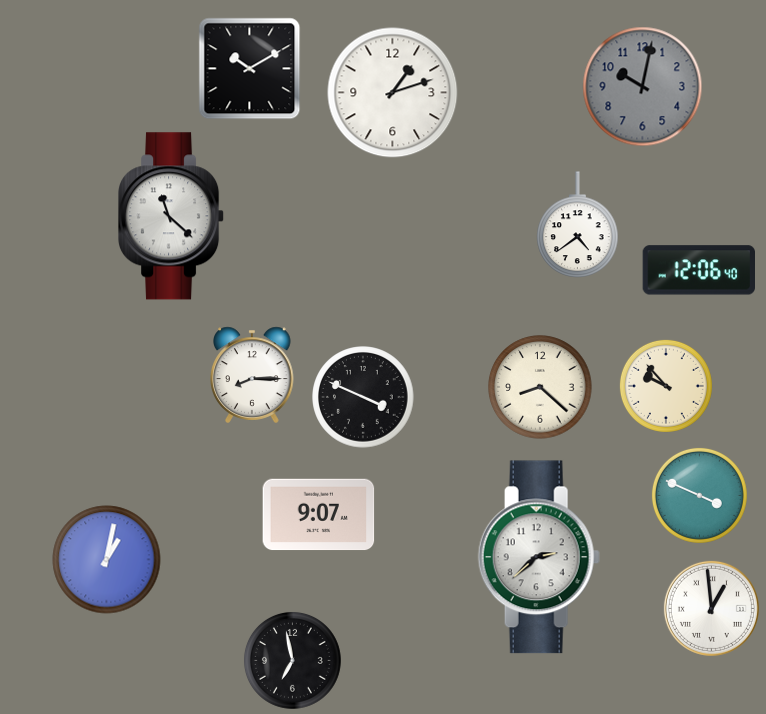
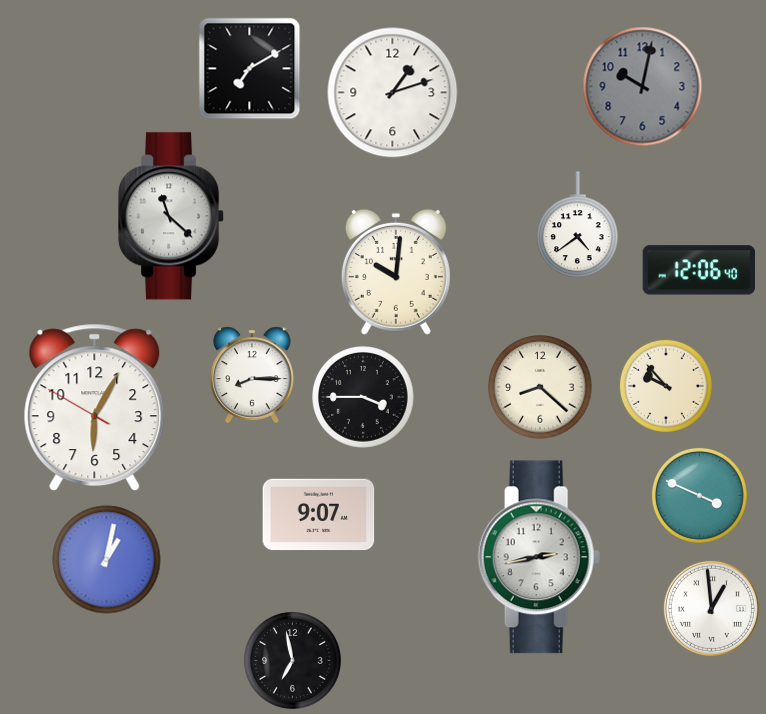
clock at (250, 69): 10:10 -> 7:10
clock at (396, 272): none -> 10:01
clock at (363, 397): 3:49 -> 3:45
clock at (95, 408): none -> 6:04
clock at (539, 557): 2:38 -> 2:43
